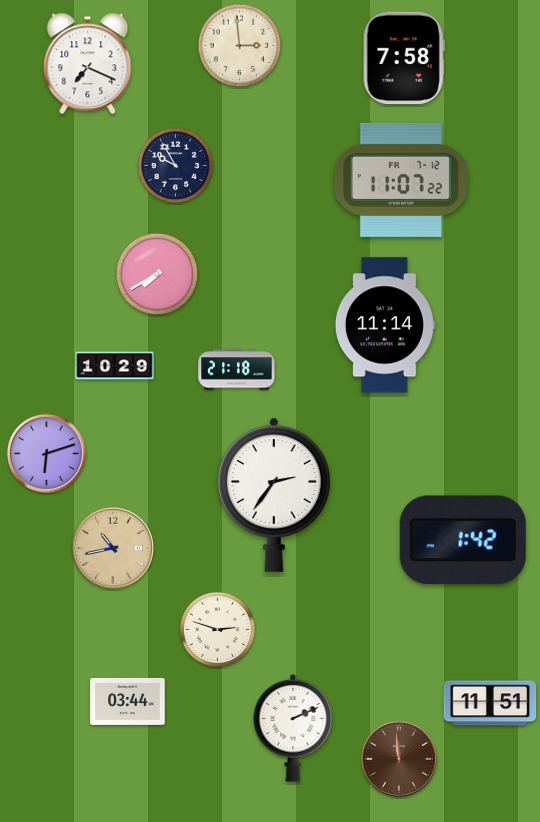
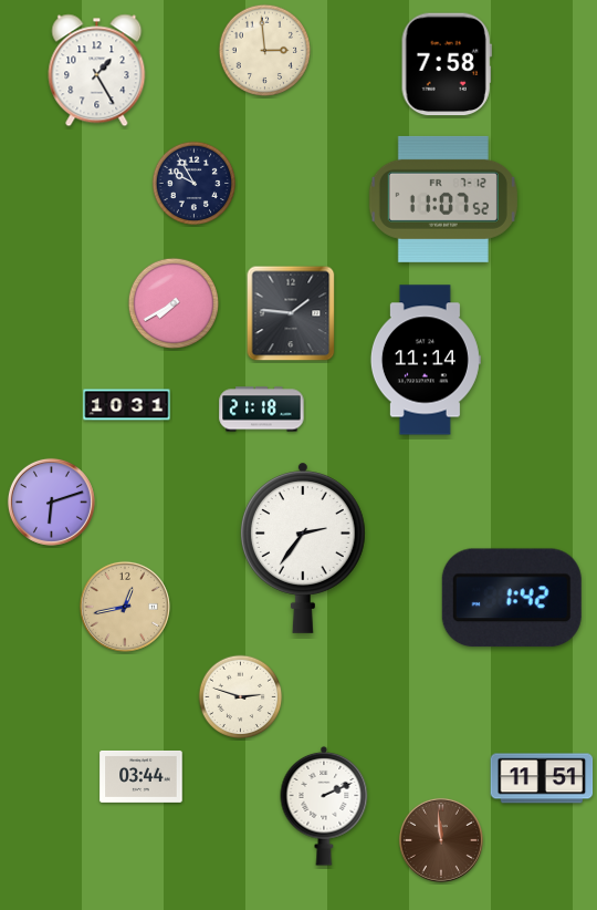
clock at (88, 64): 7:19 -> 1:25
clock at (401, 180): 11:07:22 -> 11:07:52
clock at (291, 313): none -> 1:46
clock at (115, 366): 10:29 -> 10:31
clock at (113, 548): 10:43 -> 12:43
